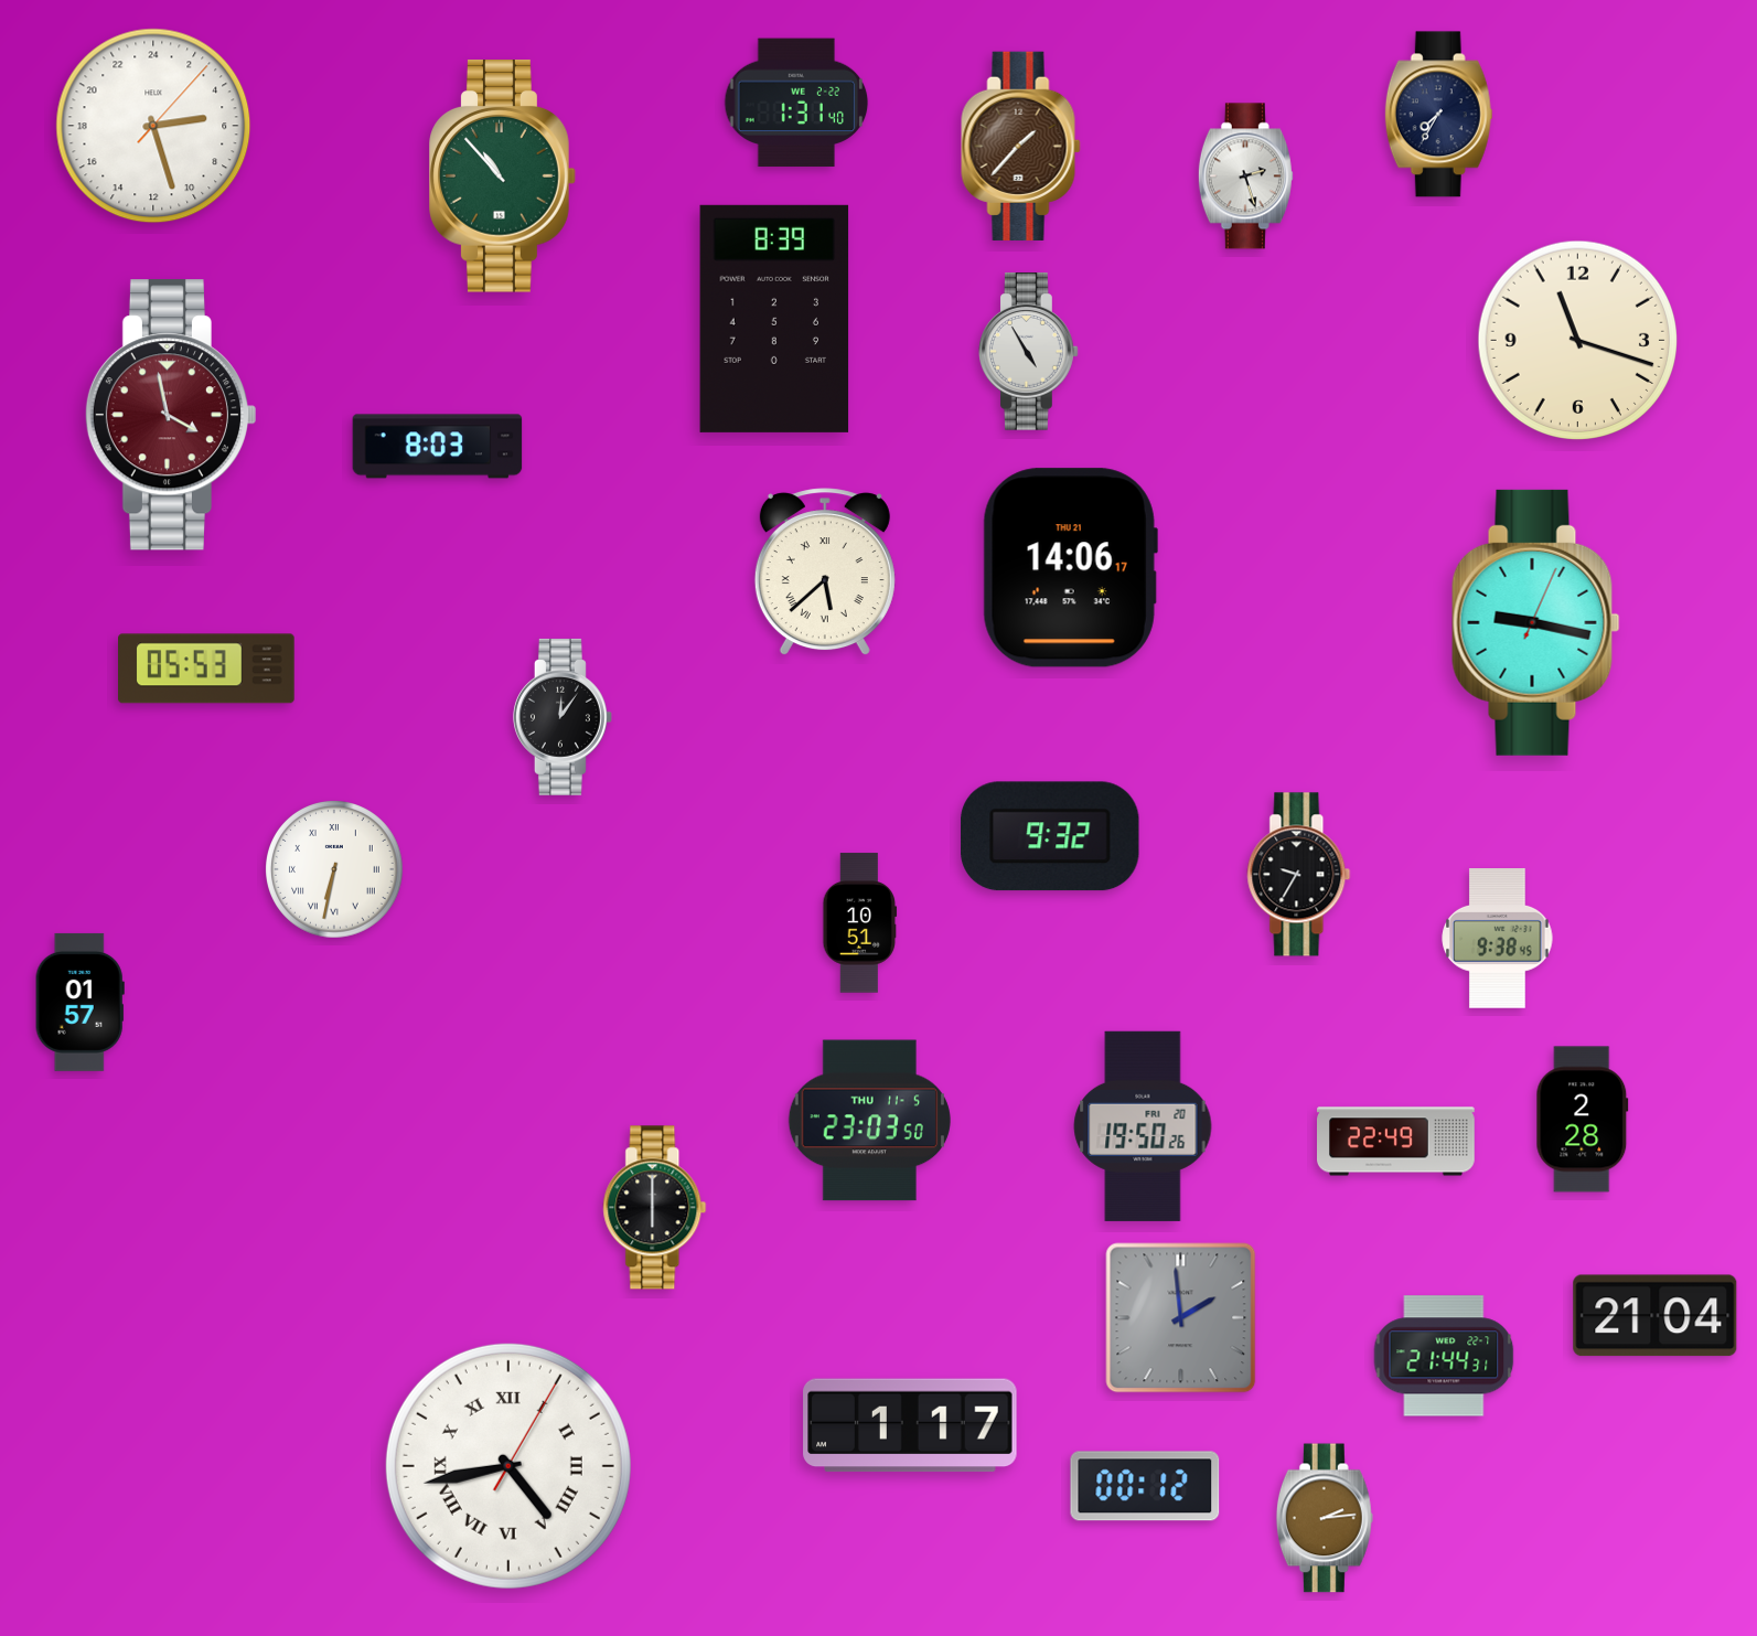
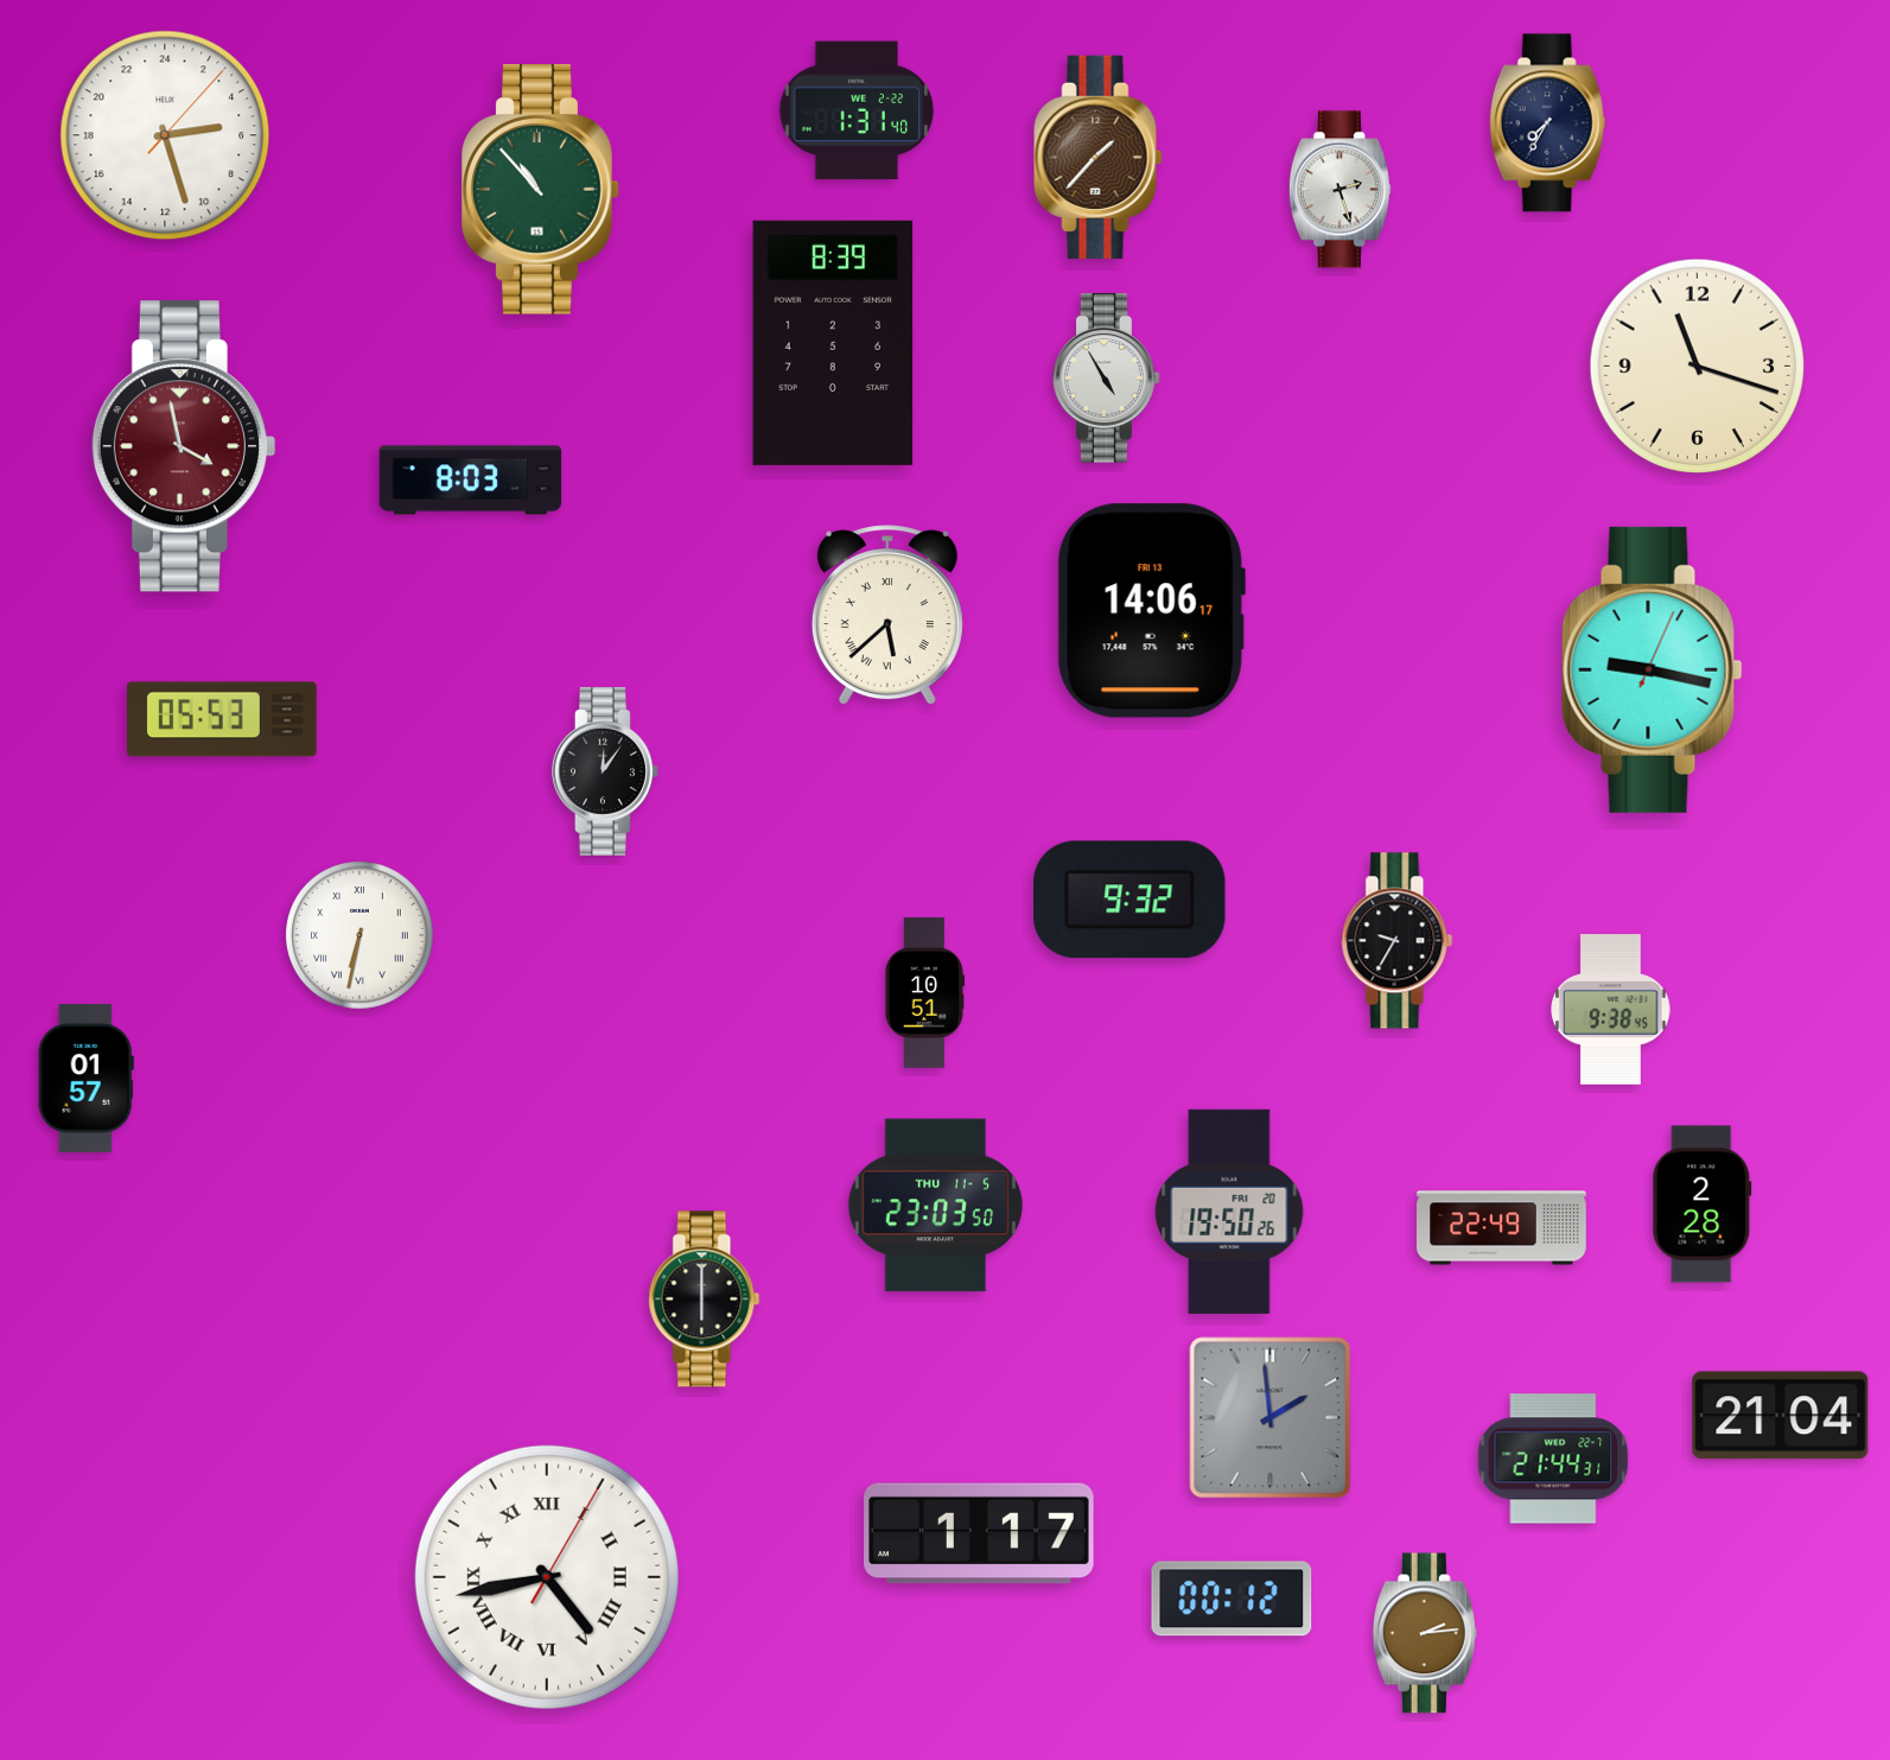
clock at (1070, 568) date: THU 21 -> FRI 13
